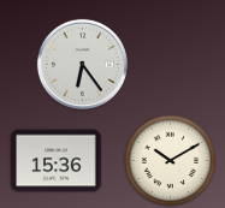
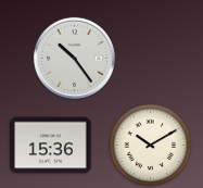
clock at (82, 64): 6:24 -> 10:24
clock at (171, 161) position: (171, 161) -> (151, 146)
